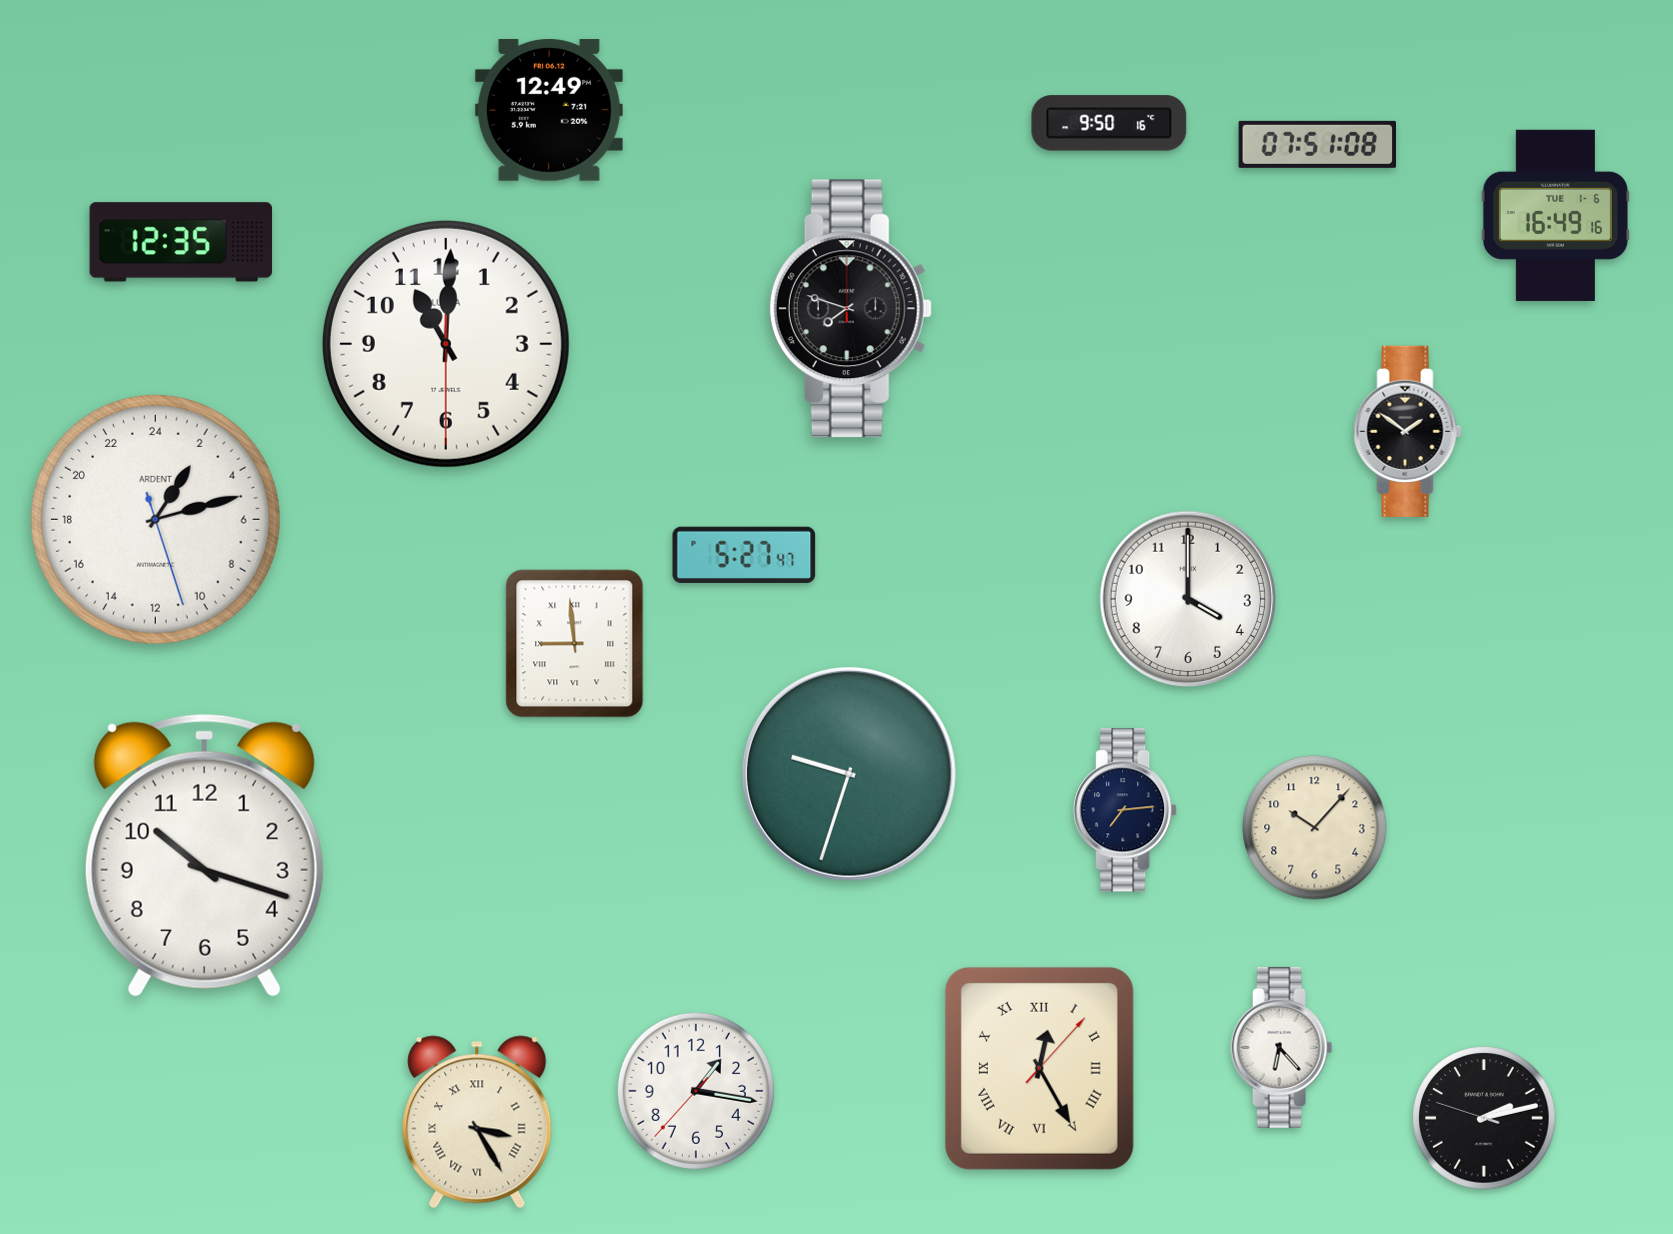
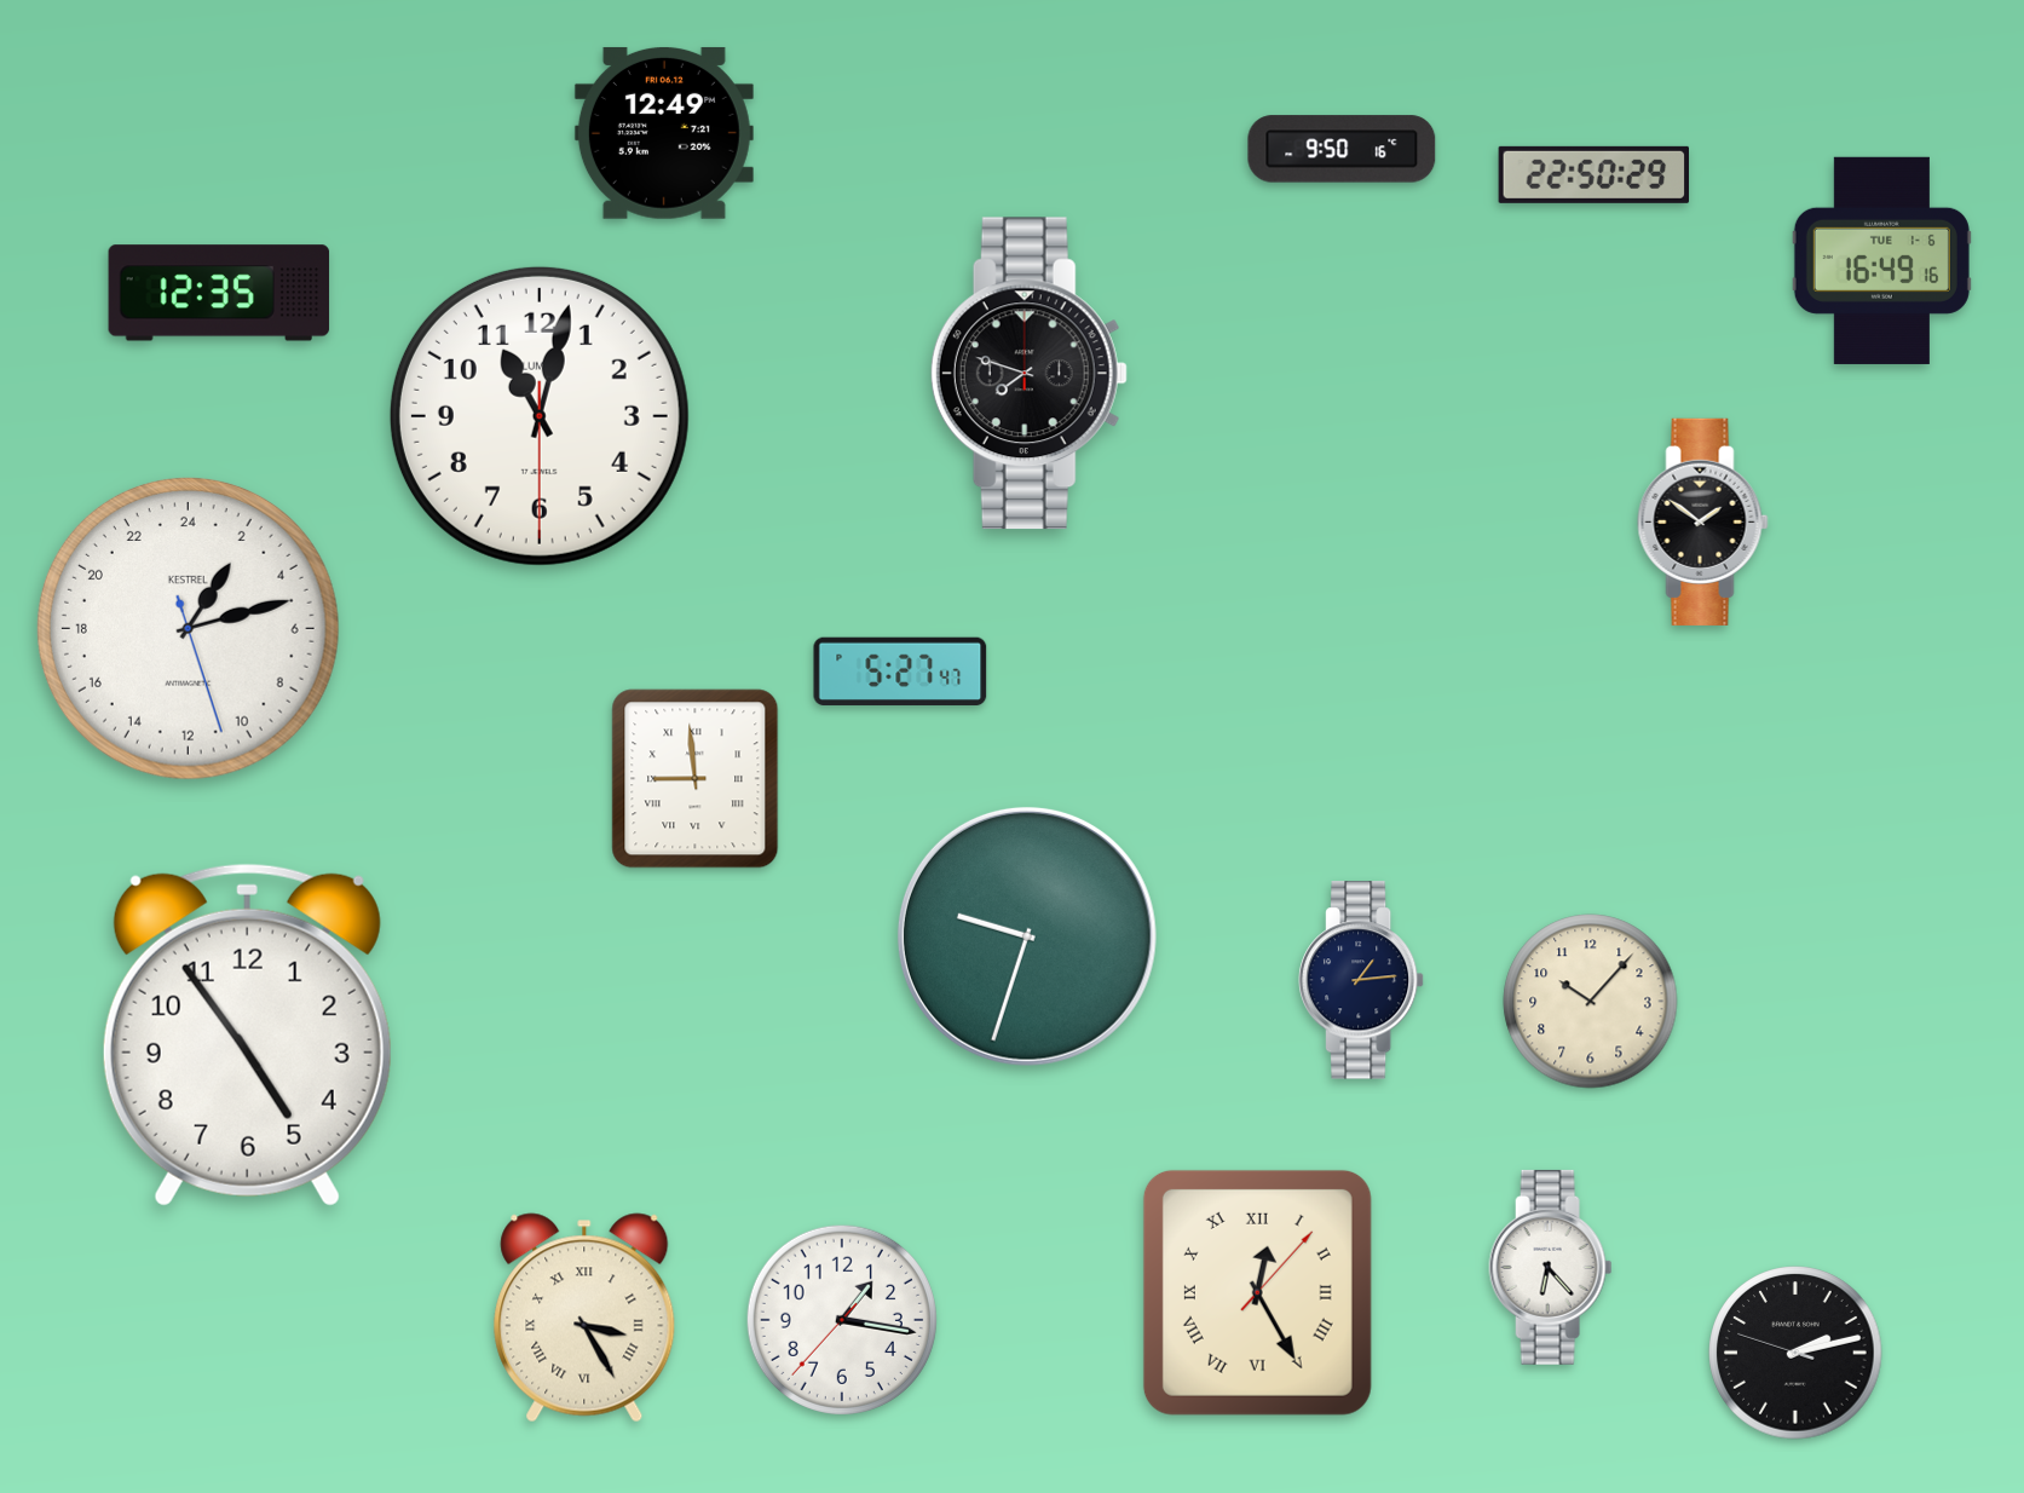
clock at (1317, 144): 07:51 -> 22:50
clock at (446, 344): 11:00 -> 11:02
clock at (155, 519) brand: ARDENT -> KESTREL
clock at (1187, 598): 4:00 -> none
clock at (1125, 810): 7:14 -> 1:14
clock at (204, 855): 10:18 -> 4:54
clock at (477, 1122) position: (477, 1122) -> (584, 1318)
